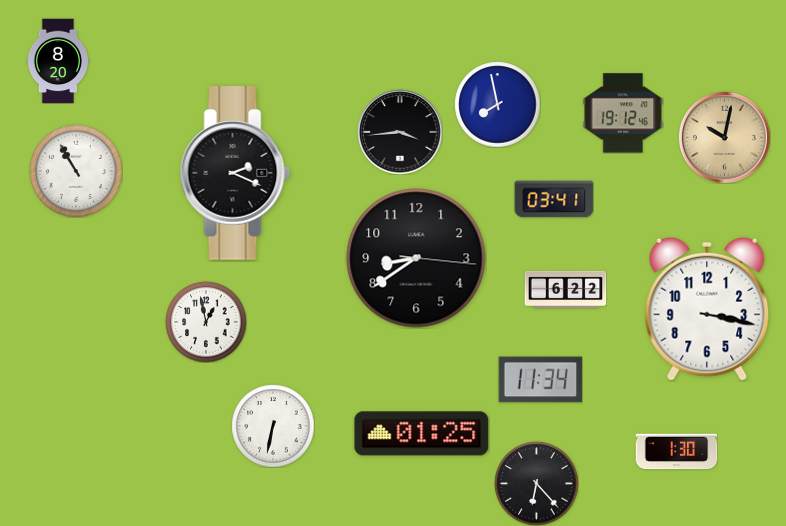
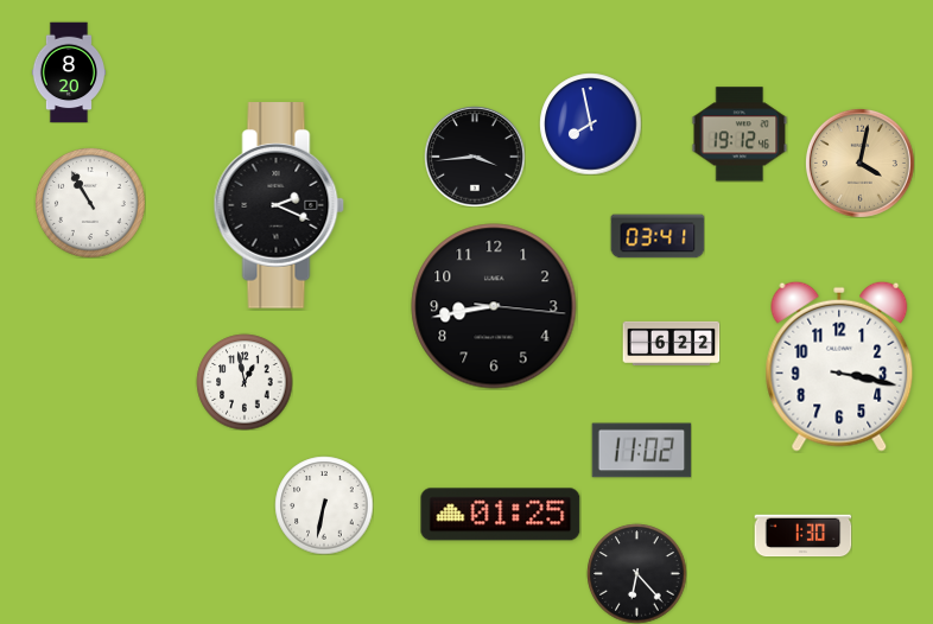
clock at (724, 137): 10:02 -> 4:02
clock at (416, 258): 8:39 -> 8:43
clock at (540, 380): 11:34 -> 11:02
